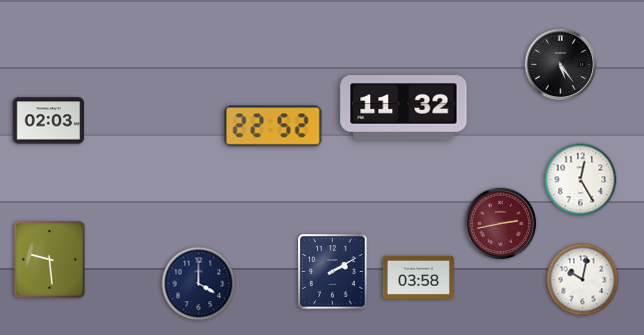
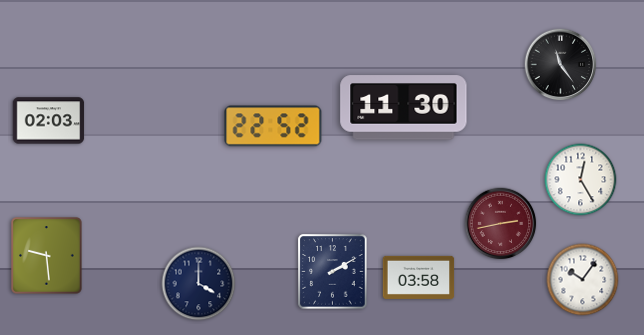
clock at (561, 65): 5:24 -> 11:24
clock at (404, 108): 11:32 -> 11:30
clock at (50, 260) position: (50, 260) -> (47, 256)
clock at (583, 280): 10:02 -> 10:06
